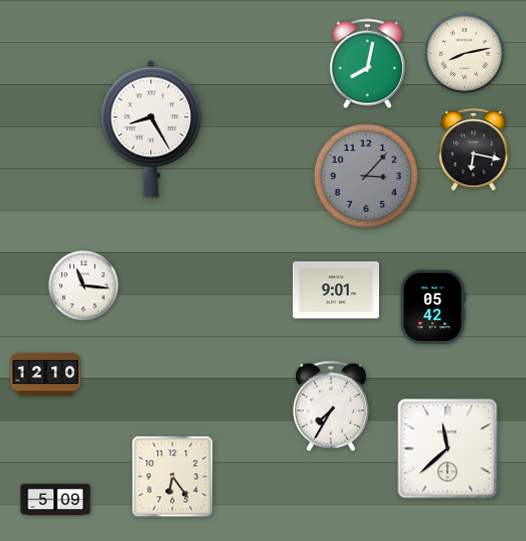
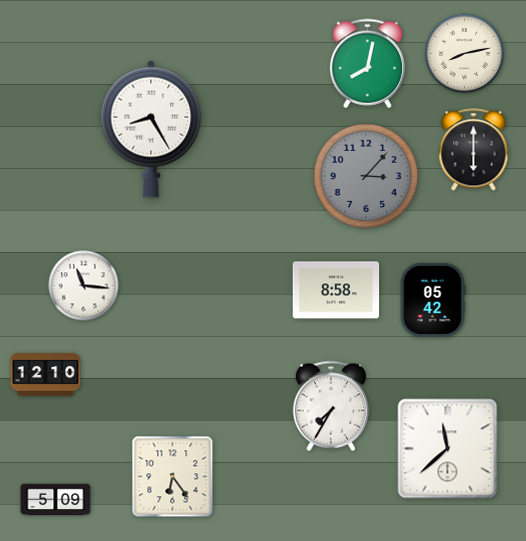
clock at (474, 150): 6:17 -> 6:00
clock at (336, 290): 9:01 -> 8:58
clock at (433, 307) position: (433, 307) -> (433, 300)
